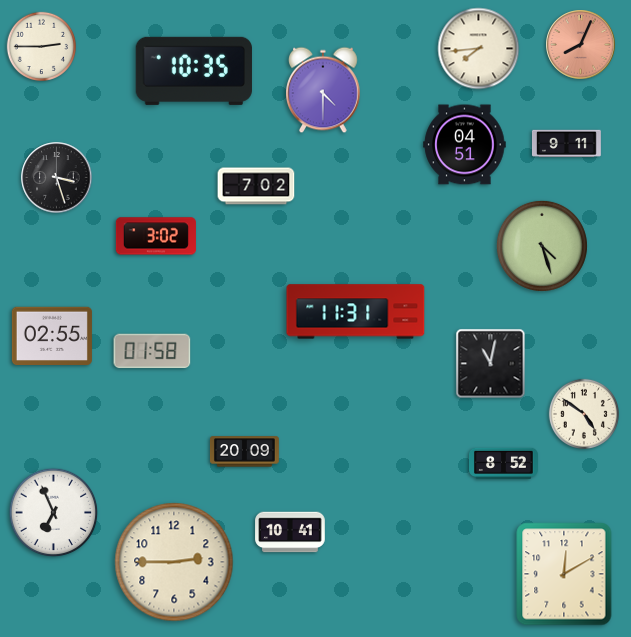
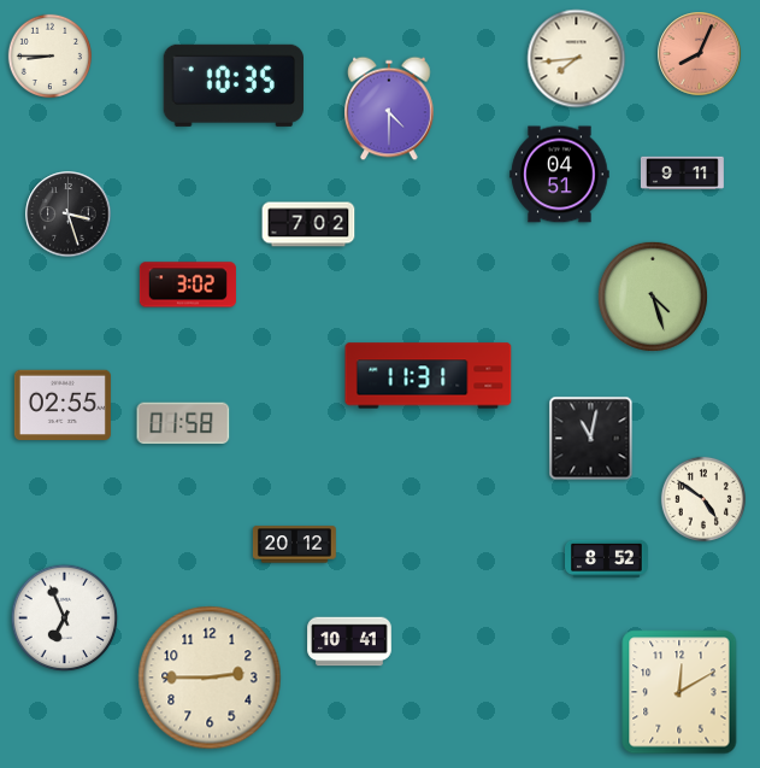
clock at (41, 46): 2:45 -> 8:45
clock at (244, 452): 20:09 -> 20:12
